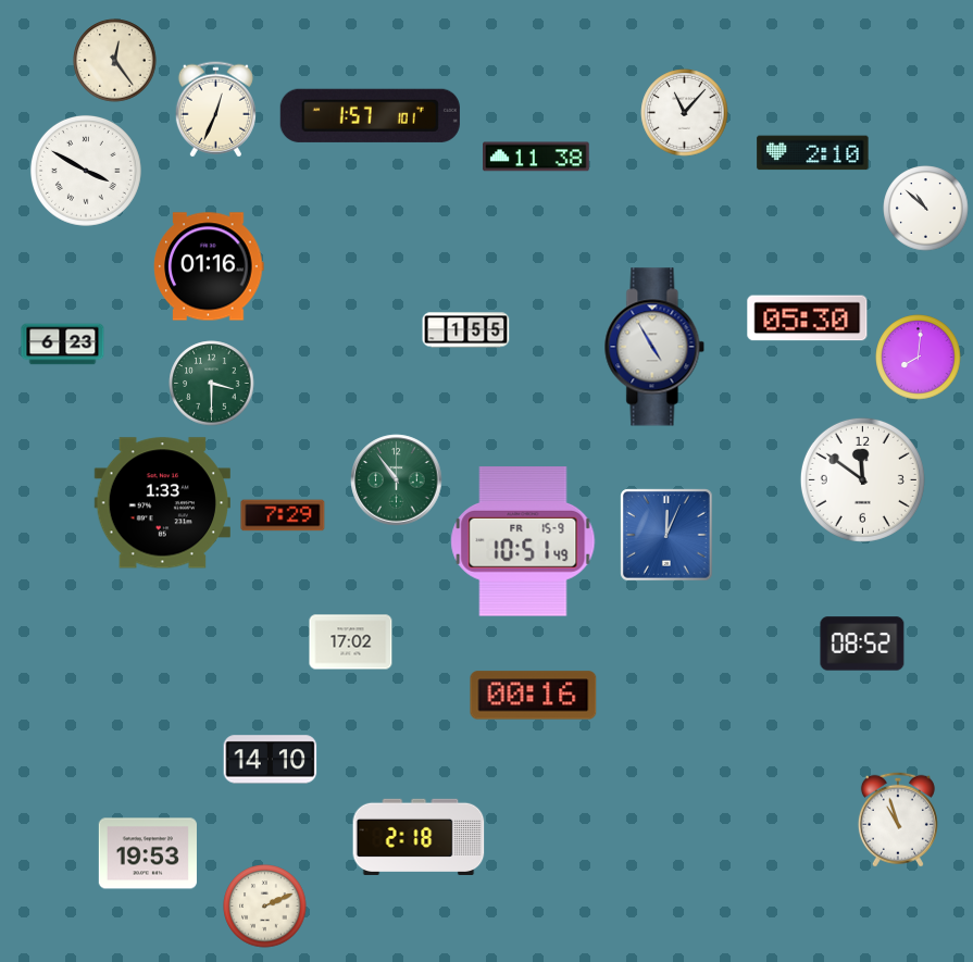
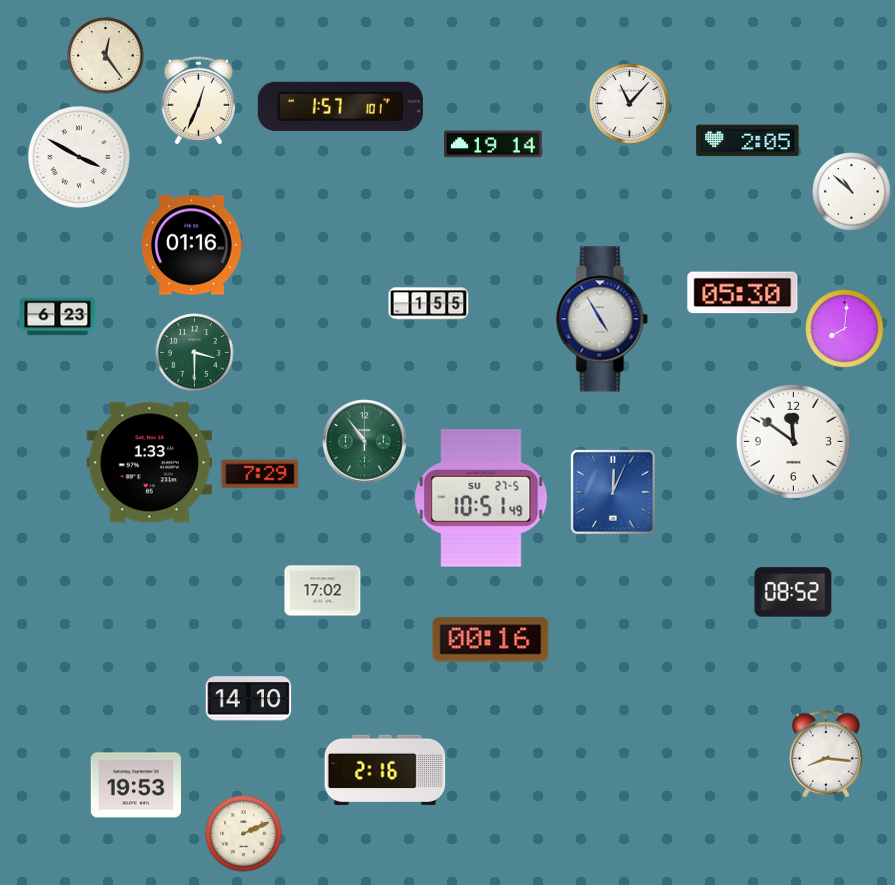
clock at (813, 153): 2:10 -> 2:05
clock at (537, 157): 11:38 -> 19:14
clock at (523, 541) date: FR 15-9 -> SU 27-5
clock at (898, 820): 10:57 -> 8:16
clock at (419, 837): 2:18 -> 2:16
